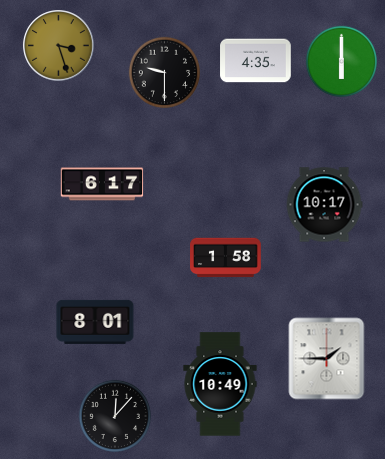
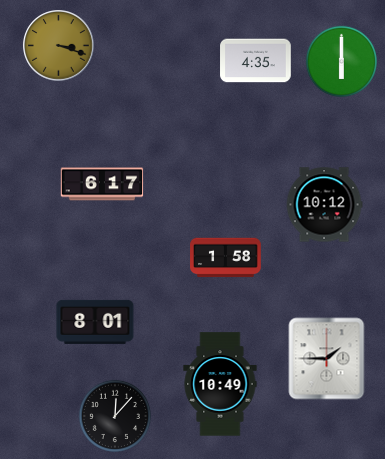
clock at (59, 46): 3:27 -> 3:18
clock at (164, 72): 9:30 -> none
clock at (324, 205): 10:17 -> 10:12
